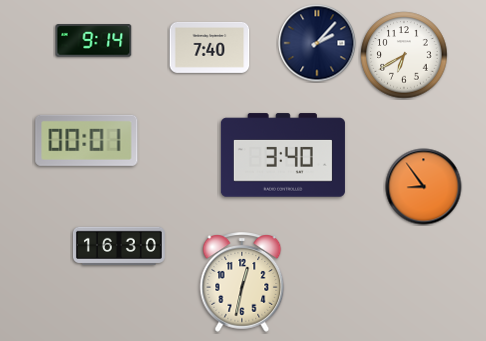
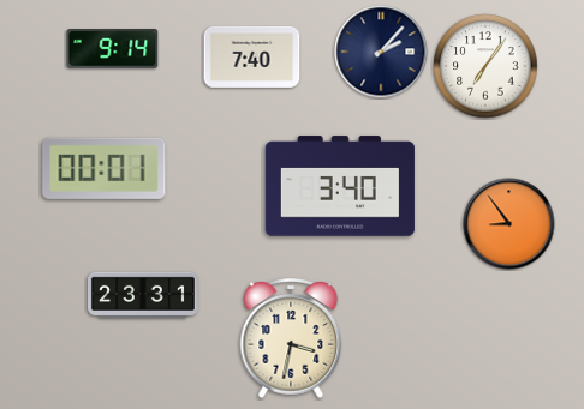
clock at (404, 55): 6:40 -> 7:06
clock at (119, 245): 16:30 -> 23:31
clock at (242, 282): 12:32 -> 3:32
